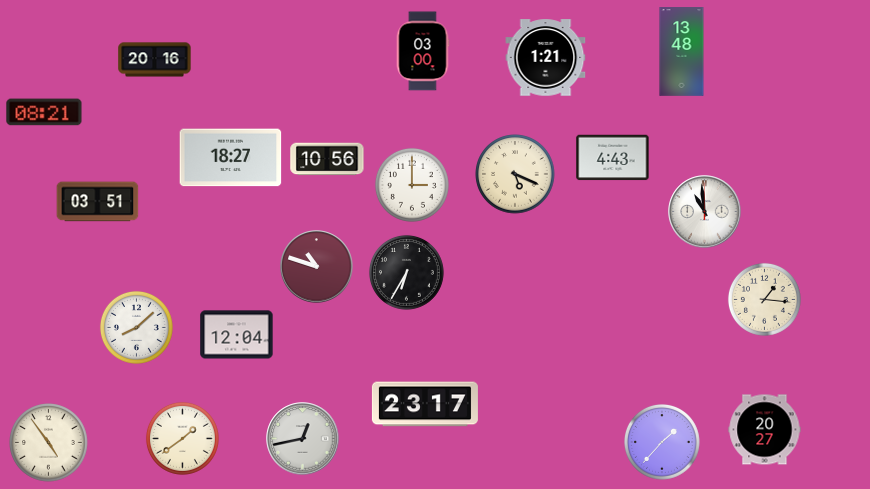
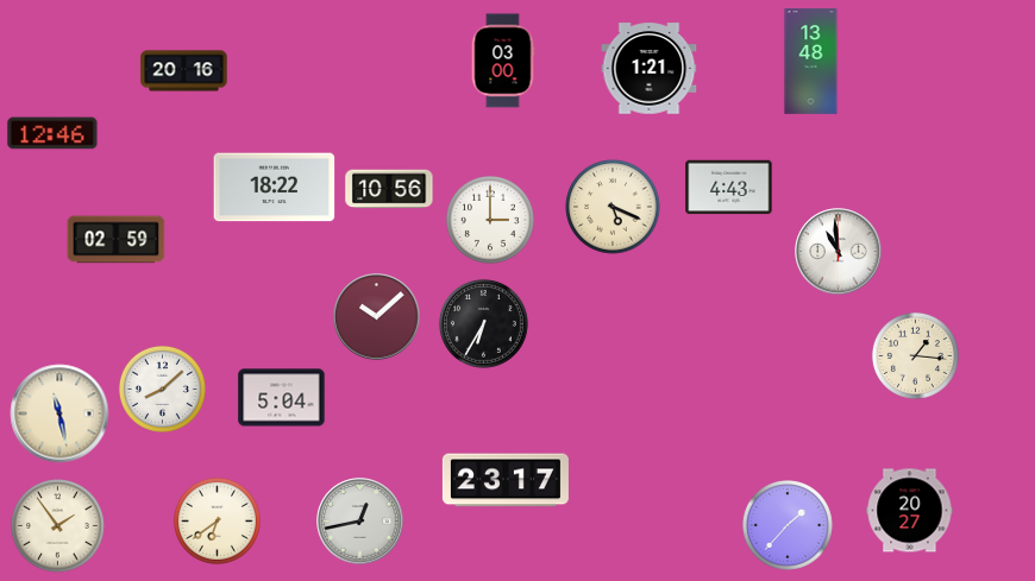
clock at (44, 112): 08:21 -> 12:46
clock at (231, 158): 18:27 -> 18:22
clock at (98, 202): 03:51 -> 02:59
clock at (317, 267): 10:48 -> 10:08
clock at (764, 299) position: (764, 299) -> (915, 355)
clock at (237, 335): 12:04 -> 5:04
clock at (59, 413): none -> 11:28
clock at (182, 438): 1:39 -> 6:39
clock at (49, 443): 4:54 -> 1:54
